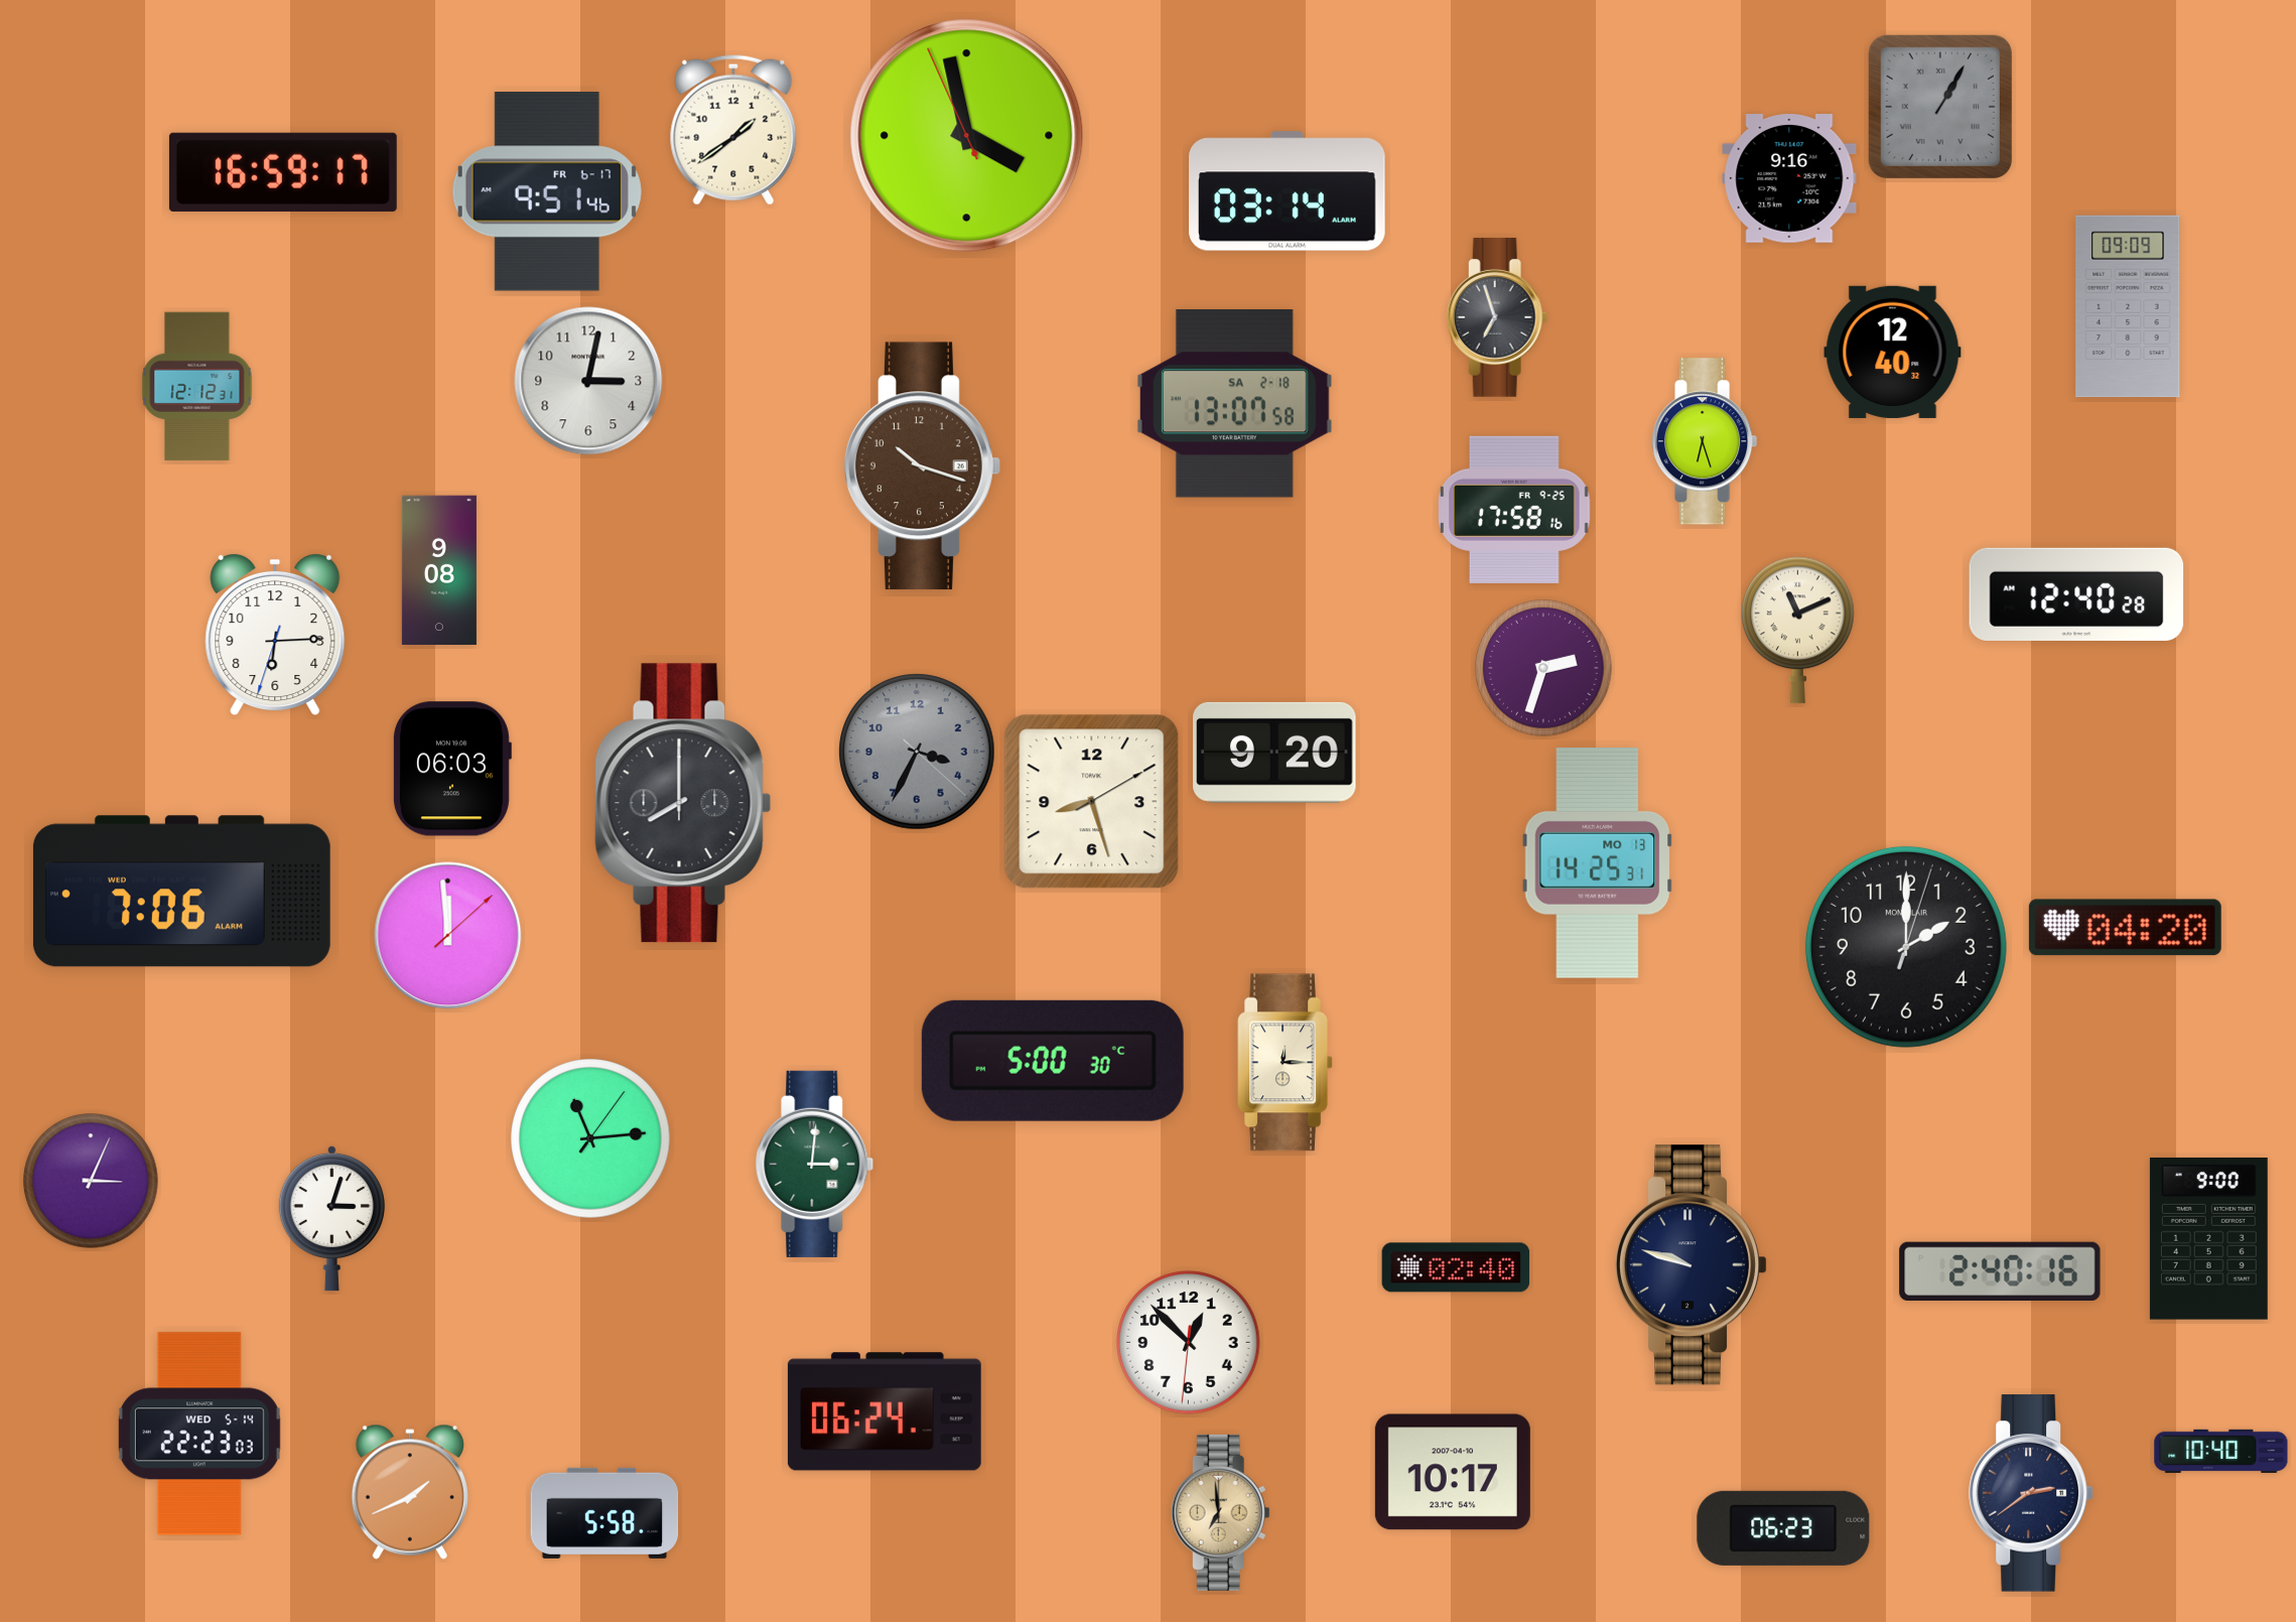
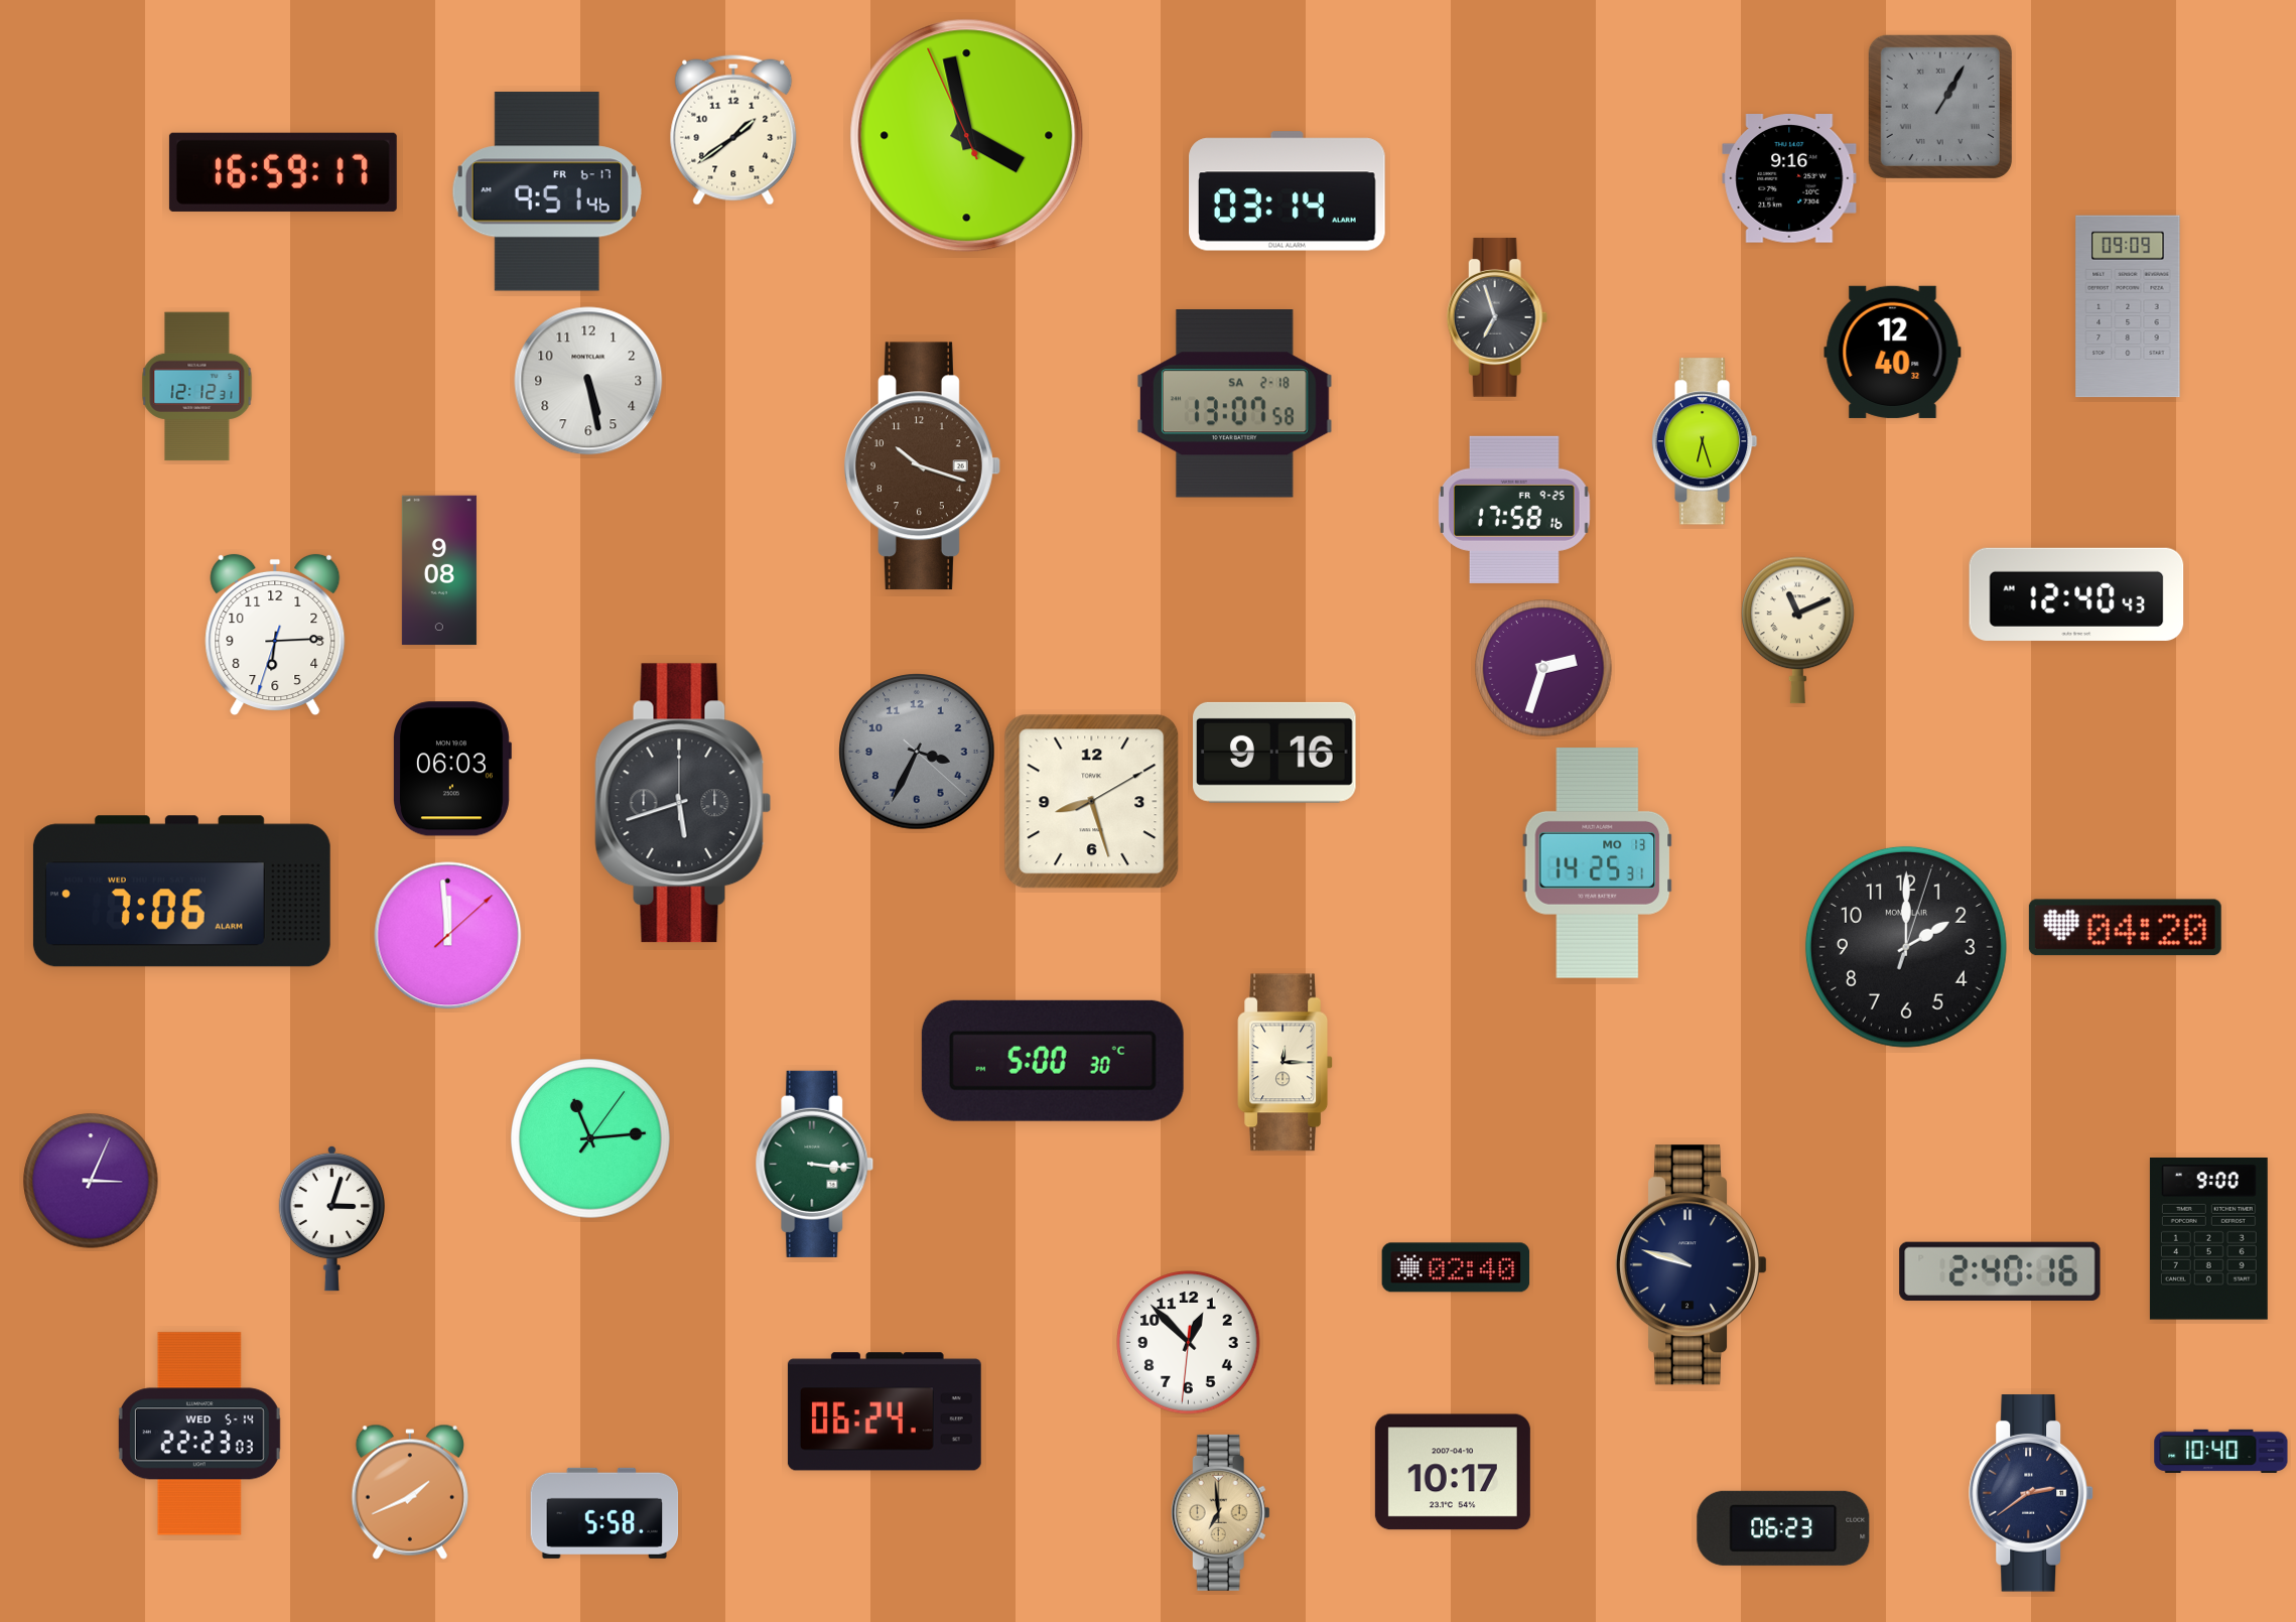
clock at (588, 381): 3:02 -> 5:28
clock at (2076, 594): 12:40:28 -> 12:40:43
clock at (1274, 753): 9:20 -> 9:16
clock at (683, 803): 8:00 -> 5:42
clock at (815, 1164): 3:01 -> 3:16
